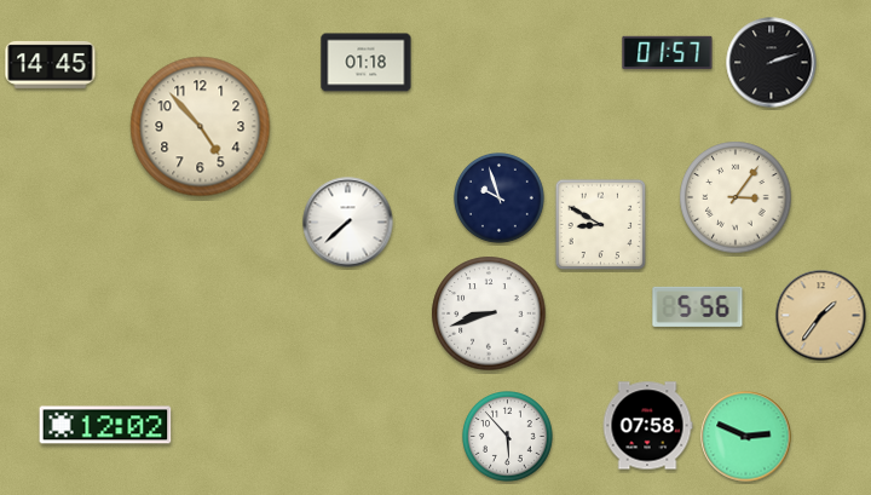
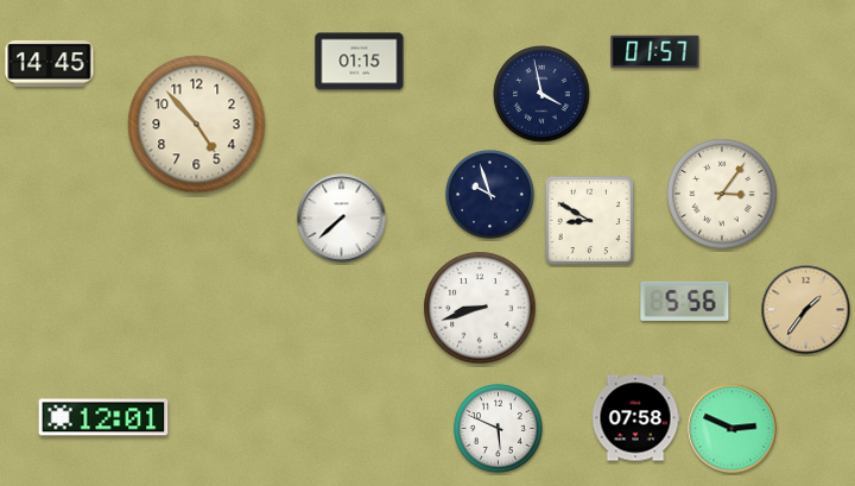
clock at (367, 63): 01:18 -> 01:15
clock at (772, 63): 2:12 -> none
clock at (541, 94): none -> 3:58
clock at (105, 425): 12:02 -> 12:01
clock at (508, 437): 5:53 -> 5:49
